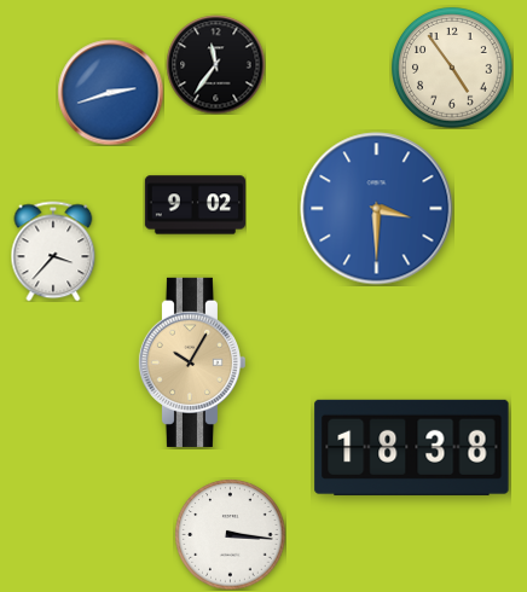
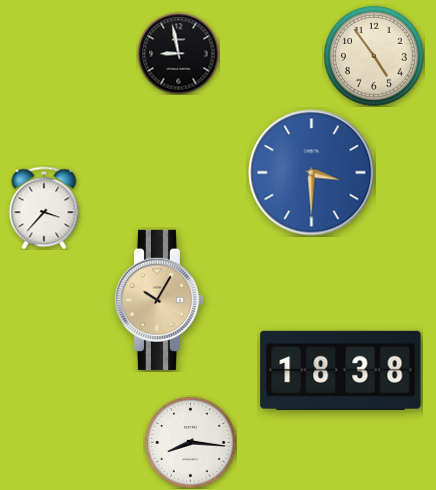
clock at (215, 64): 11:36 -> 8:58
clock at (110, 92): 2:42 -> none
clock at (195, 205): 9:02 -> none
clock at (230, 534): 3:16 -> 8:16
